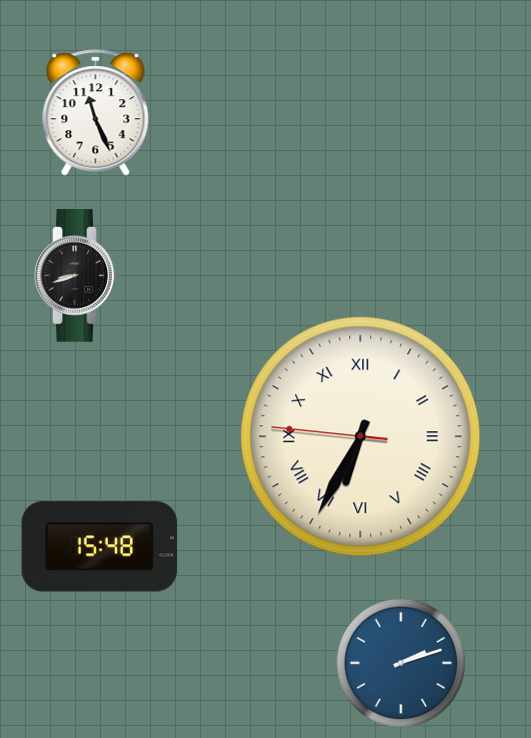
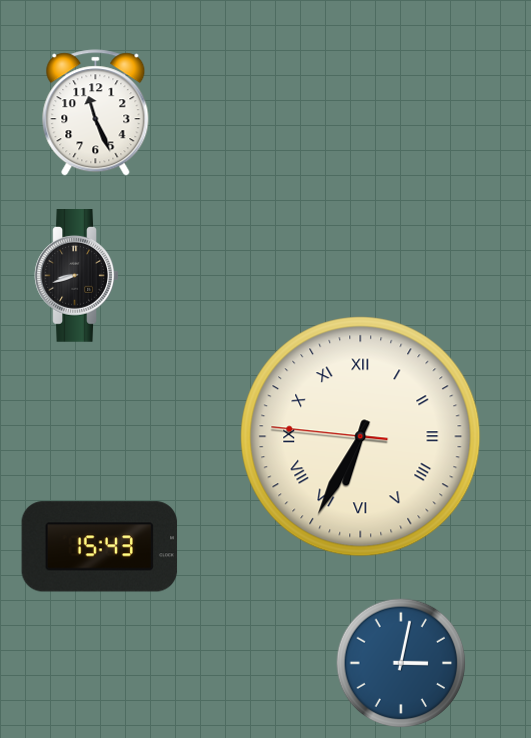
clock at (100, 547): 15:48 -> 15:43
clock at (401, 663): 2:12 -> 3:02
